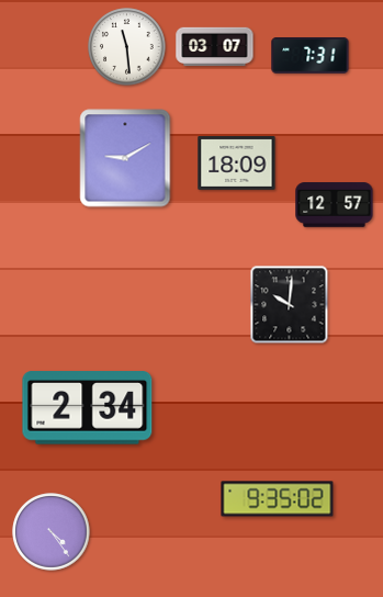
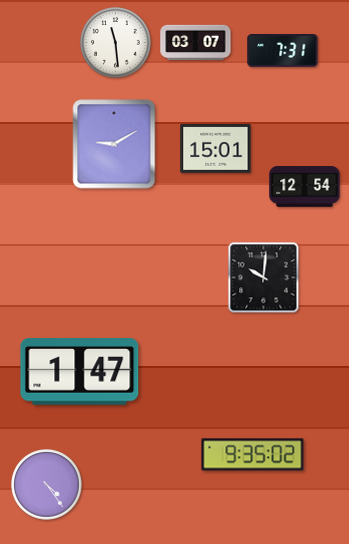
clock at (237, 162): 18:09 -> 15:01
clock at (335, 205): 12:57 -> 12:54
clock at (88, 408): 2:34 -> 1:47
